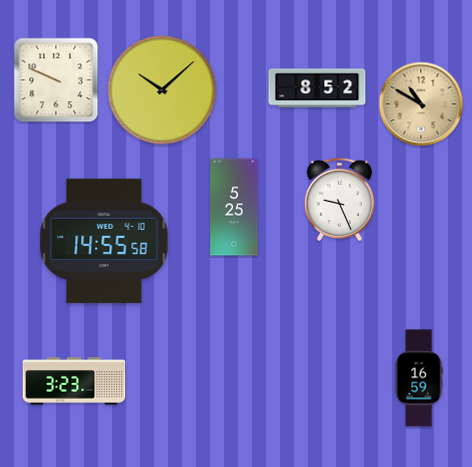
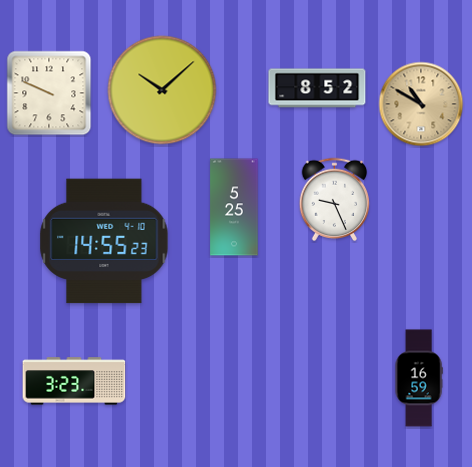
clock at (56, 80) position: (56, 80) -> (49, 93)
clock at (340, 200) position: (340, 200) -> (335, 200)
clock at (104, 241): 14:55:58 -> 14:55:23
